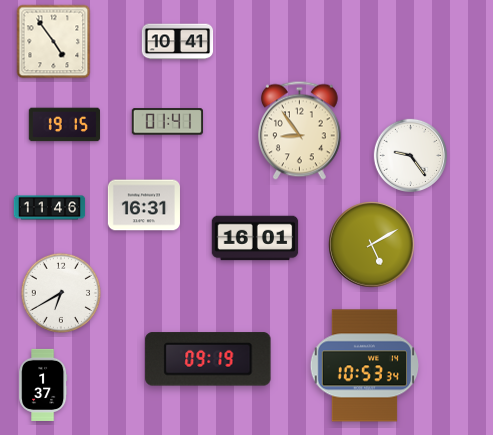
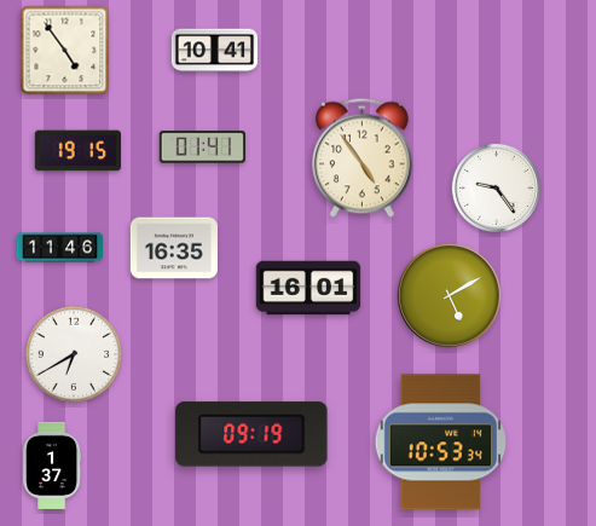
clock at (300, 131): 8:54 -> 4:54
clock at (144, 205): 16:31 -> 16:35
clock at (50, 208) position: (50, 208) -> (60, 248)
